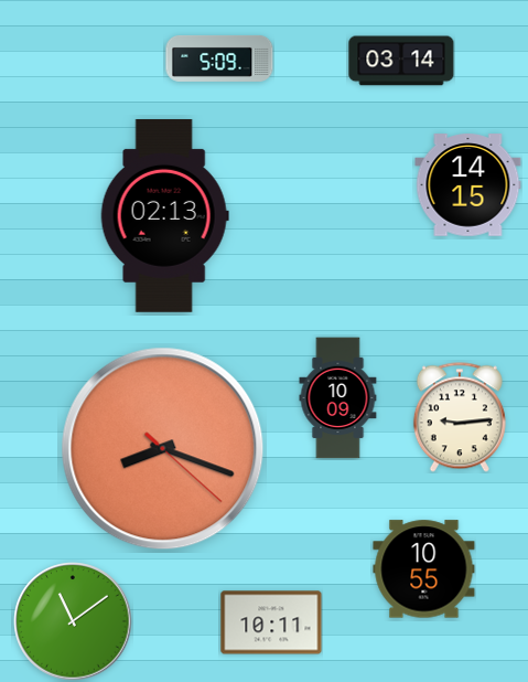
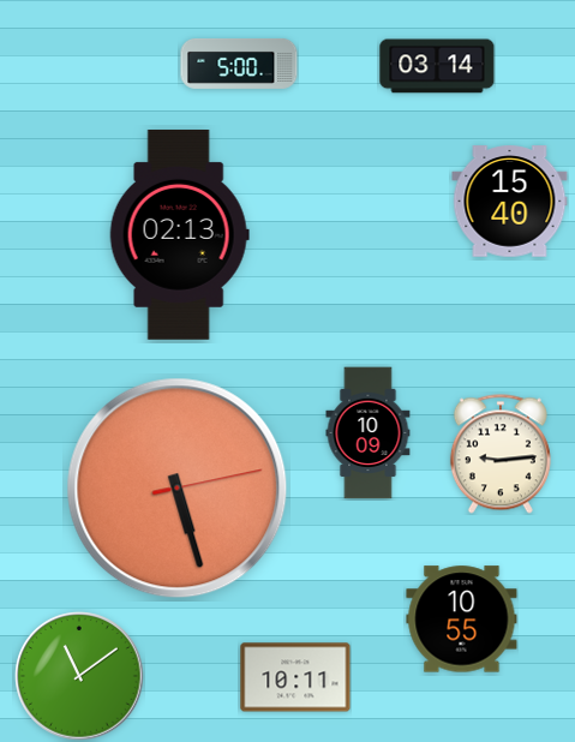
clock at (219, 58): 5:09 -> 5:00
clock at (468, 185): 14:15 -> 15:40
clock at (163, 449): 8:18 -> 5:27
